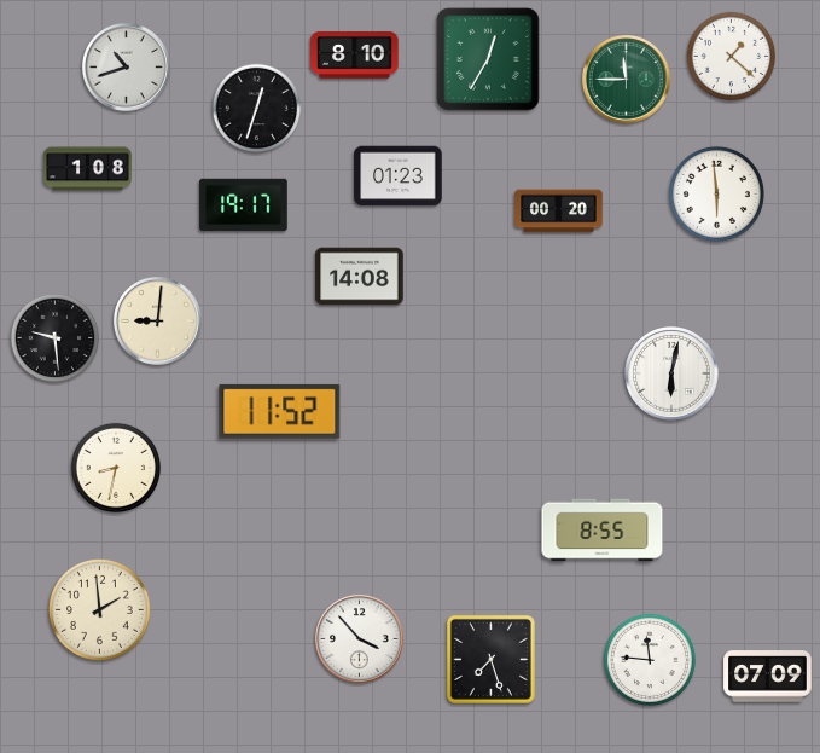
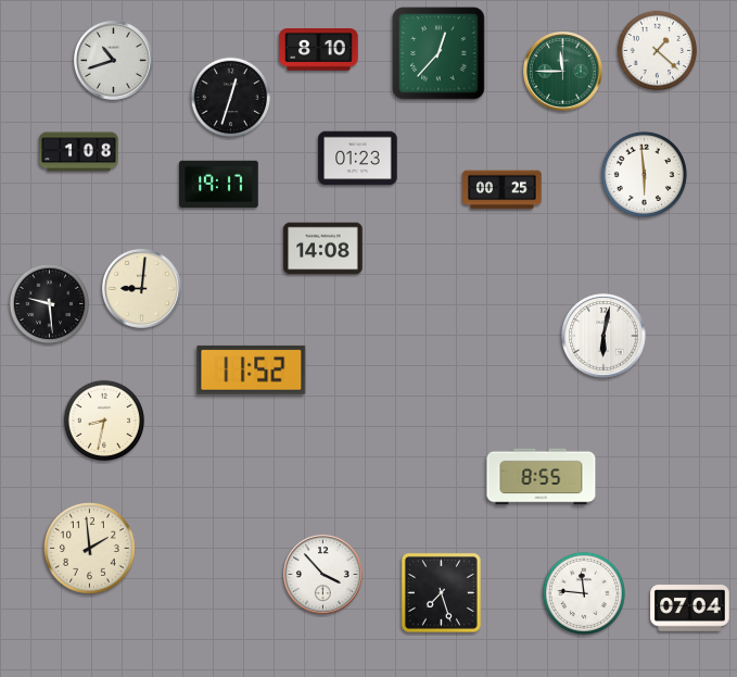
clock at (488, 59): 12:35 -> 12:37
clock at (559, 212): 00:20 -> 00:25
clock at (768, 677): 07:09 -> 07:04
